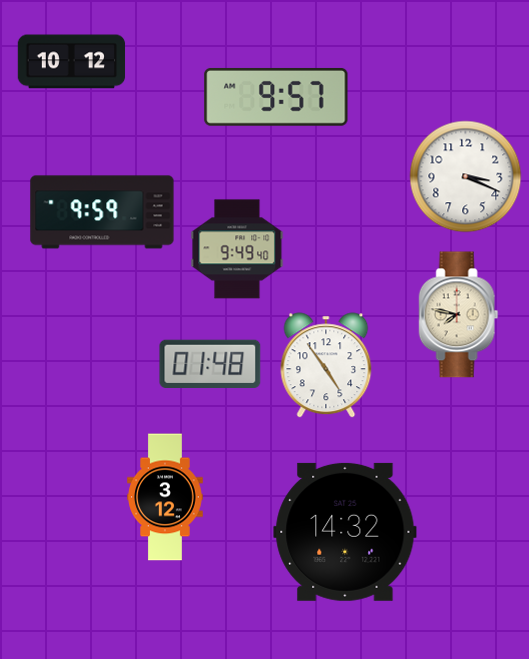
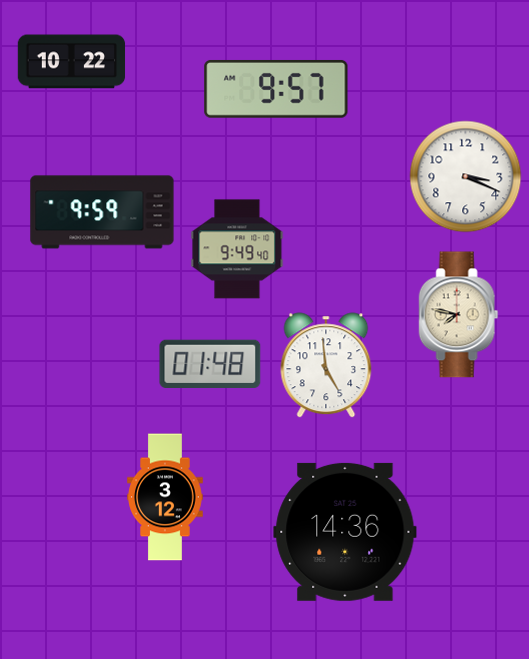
clock at (72, 62): 10:12 -> 10:22
clock at (276, 97) position: (276, 97) -> (276, 89)
clock at (326, 365): 4:54 -> 4:59
clock at (345, 532): 14:32 -> 14:36
